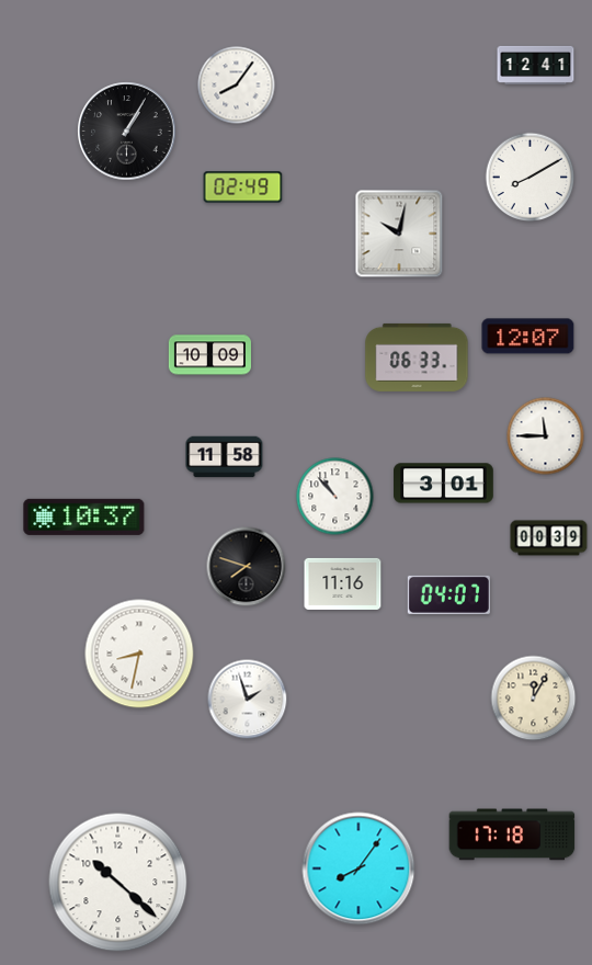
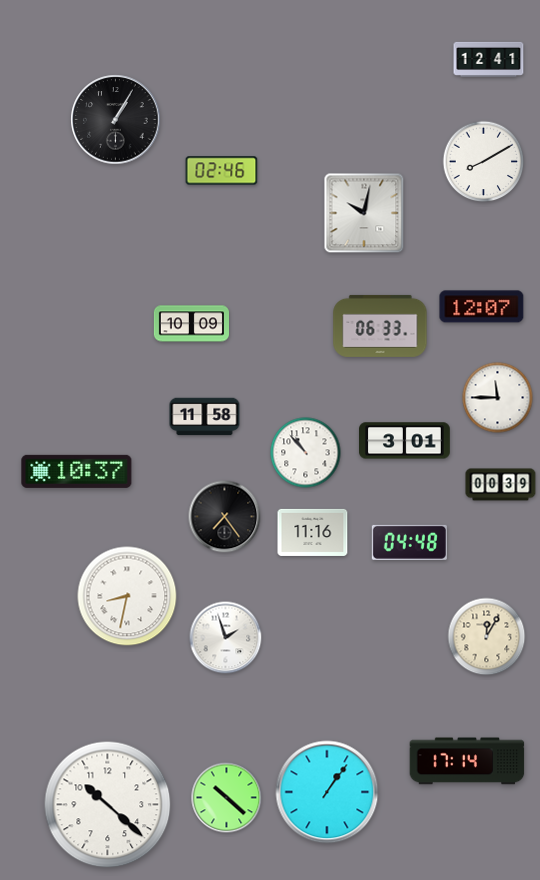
clock at (237, 86): 8:06 -> none
clock at (243, 188): 02:49 -> 02:46
clock at (549, 538) position: (549, 538) -> (501, 485)
clock at (247, 567): 7:48 -> 7:24
clock at (448, 594): 04:07 -> 04:48
clock at (512, 835): 17:18 -> 17:14
clock at (358, 869): 8:06 -> 1:06
clock at (227, 798): none -> 10:22
